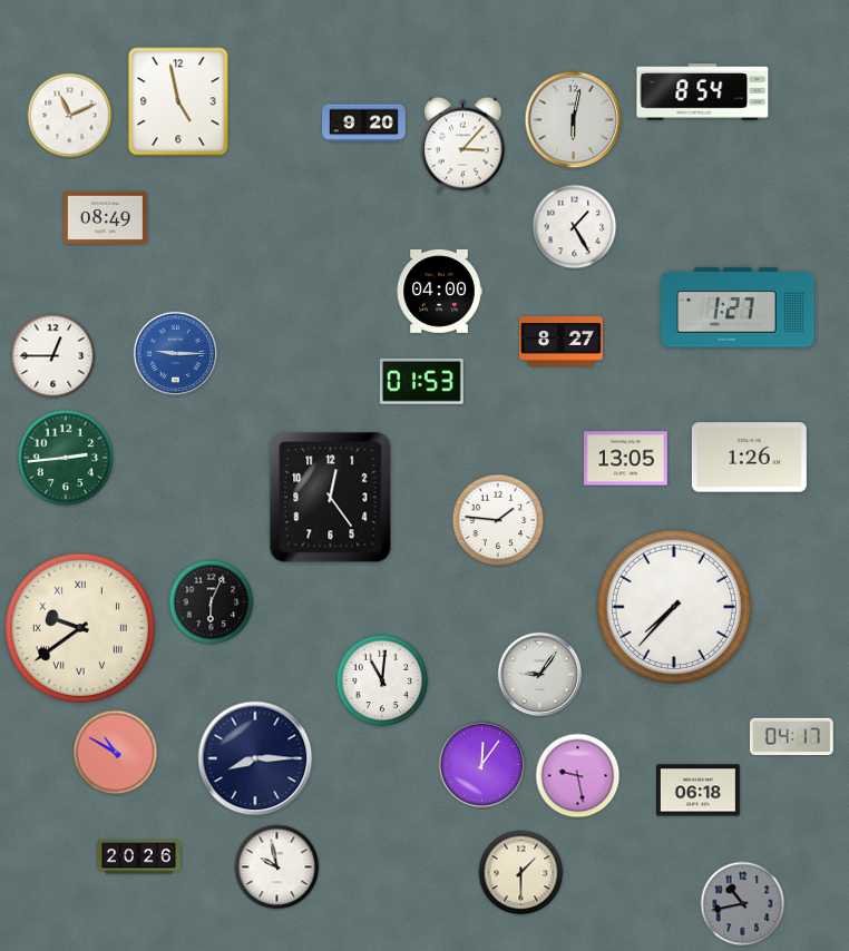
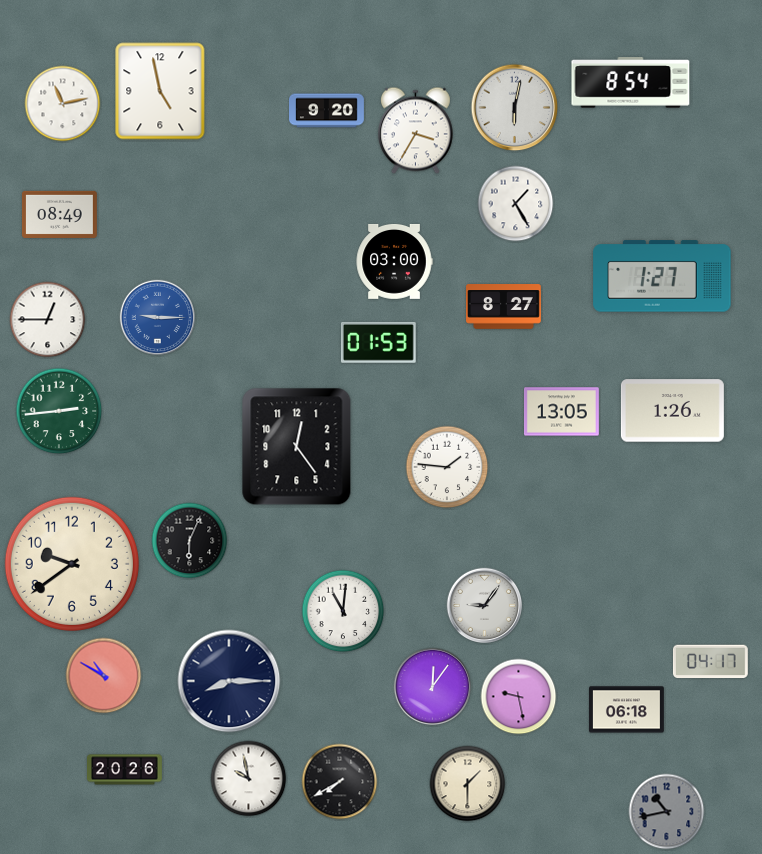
clock at (70, 116): 11:11 -> 11:13
clock at (462, 146): 3:07 -> 3:35
clock at (106, 217) position: (106, 217) -> (60, 214)
clock at (439, 291): 04:00 -> 03:00
clock at (674, 607): 7:37 -> none
clock at (80, 628) numerals: Roman -> Arabic
clock at (340, 782): none -> 7:40
